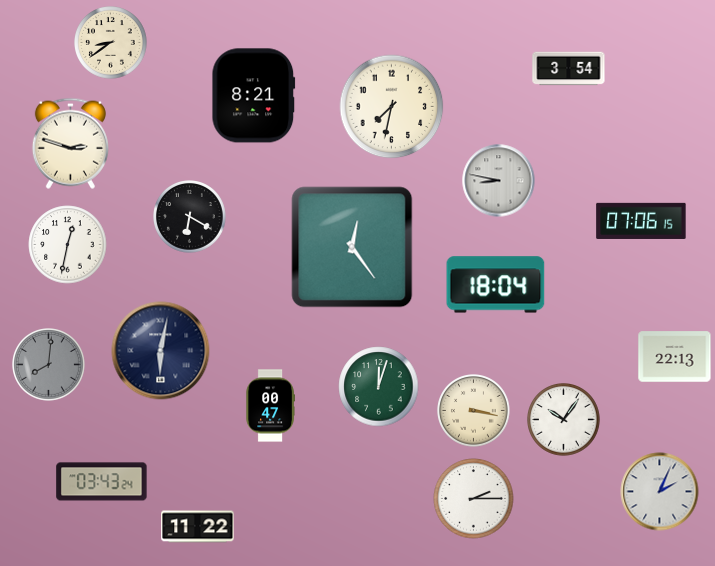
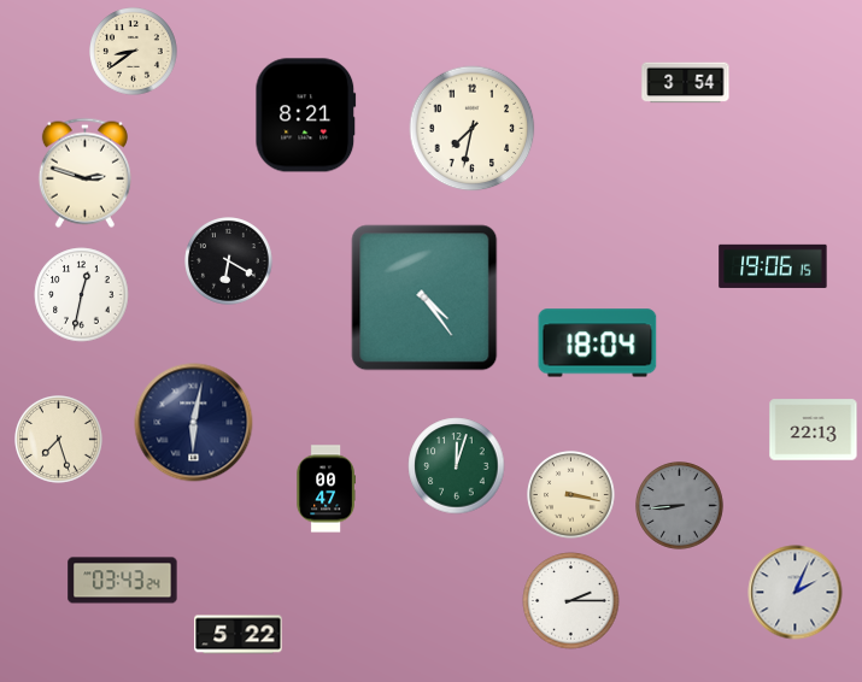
clock at (499, 181): 8:47 -> none
clock at (641, 221): 07:06 -> 19:06
clock at (352, 247): 12:24 -> 4:24
clock at (49, 365): 8:01 -> 7:27
clock at (49, 365) dial: grey -> cream
clock at (564, 420): 10:06 -> 8:44
clock at (564, 420) dial: white -> grey
clock at (198, 527): 11:22 -> 5:22
